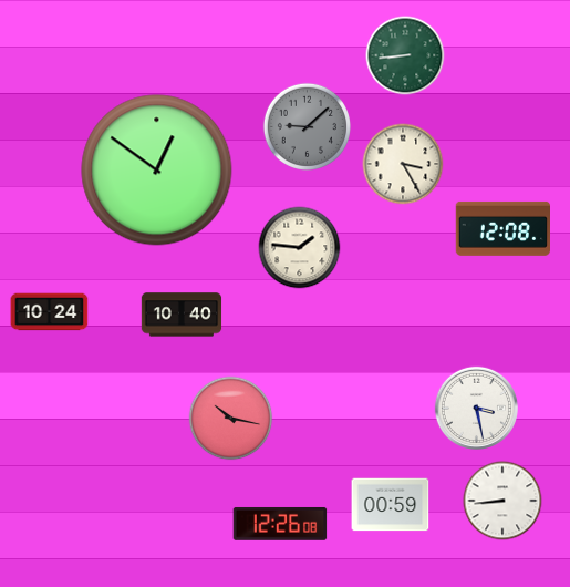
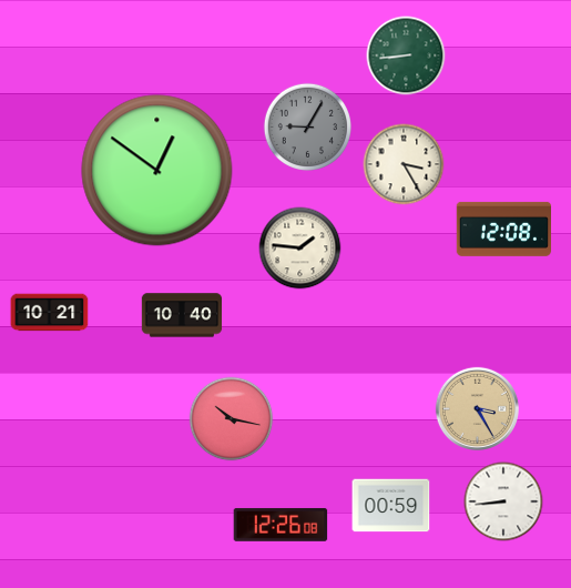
clock at (307, 126): 9:08 -> 9:05
clock at (50, 312): 10:24 -> 10:21
clock at (476, 408): 3:28 -> 3:25
clock at (476, 408) dial: white -> champagne
